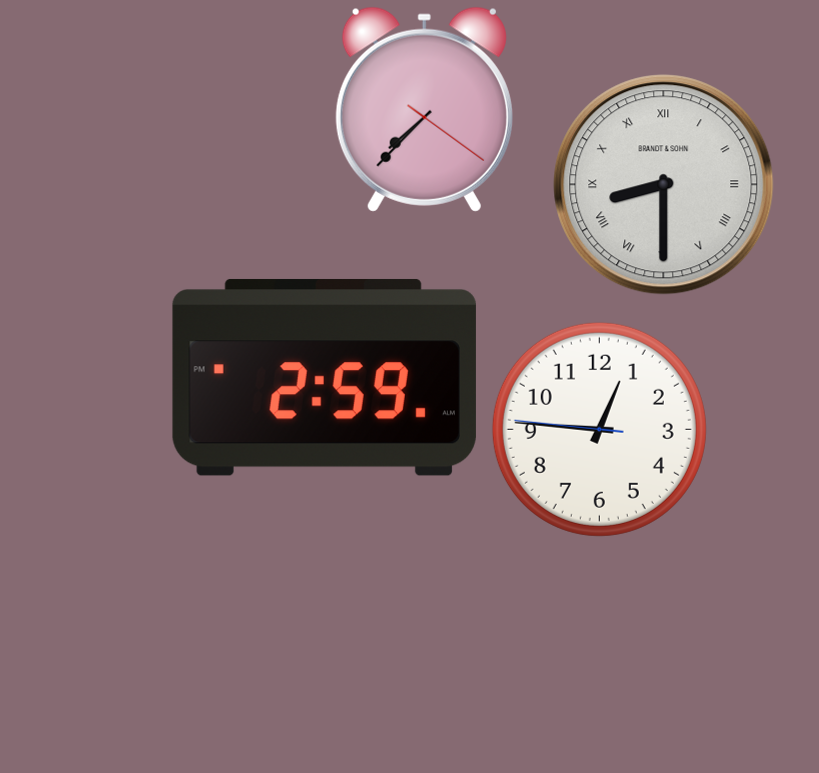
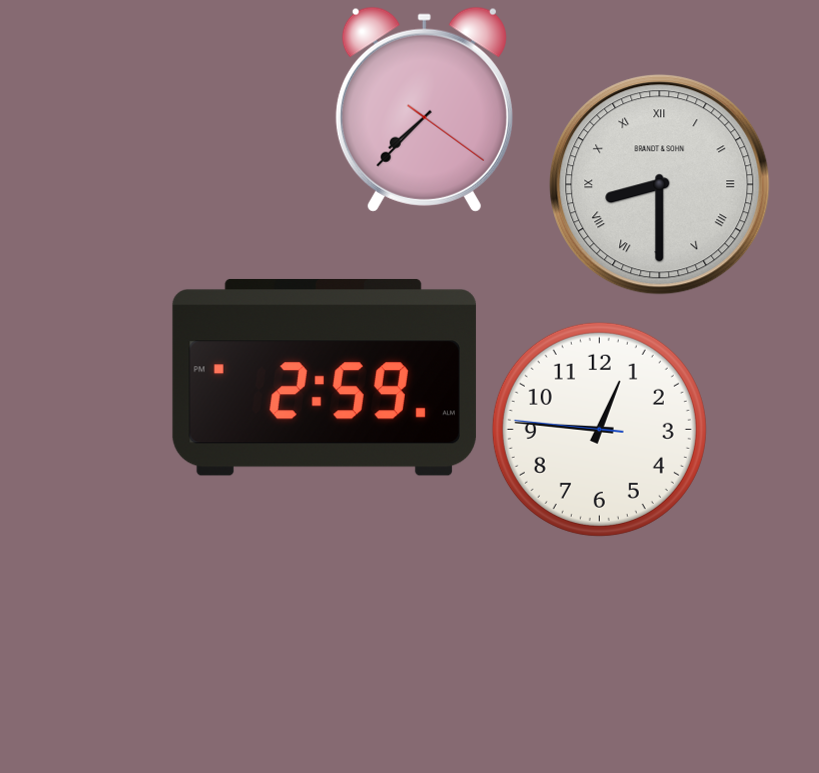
clock at (664, 185) position: (664, 185) -> (660, 185)
